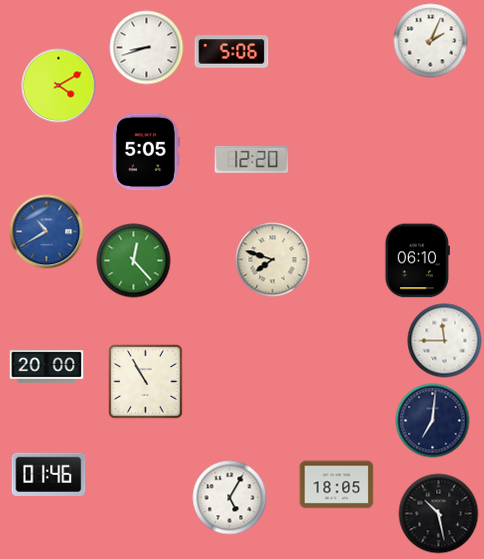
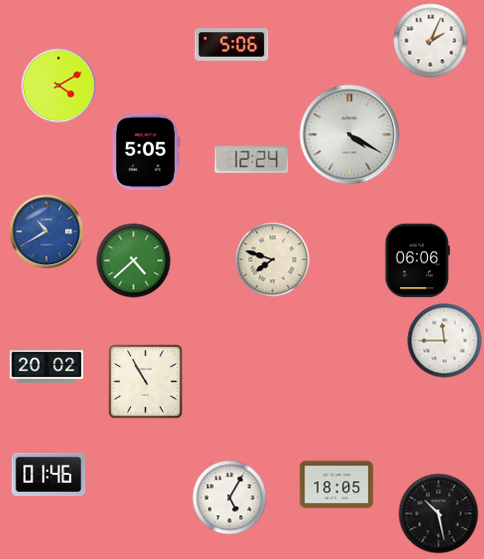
clock at (147, 48): 8:42 -> none
clock at (232, 52) position: (232, 52) -> (232, 45)
clock at (350, 135): none -> 4:20
clock at (252, 159): 12:20 -> 12:24
clock at (134, 261): 12:23 -> 4:38
clock at (417, 261): 06:10 -> 06:06
clock at (47, 367): 20:00 -> 20:02
clock at (433, 421): 7:01 -> none
